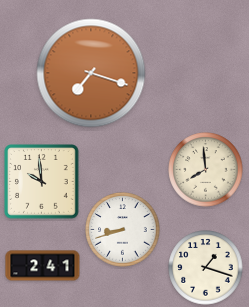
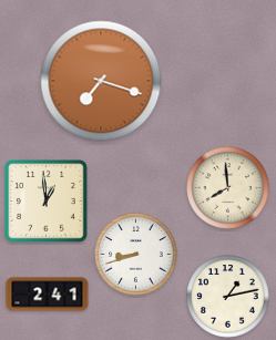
clock at (42, 182): 9:59 -> 12:59
clock at (206, 268): 1:18 -> 1:13
